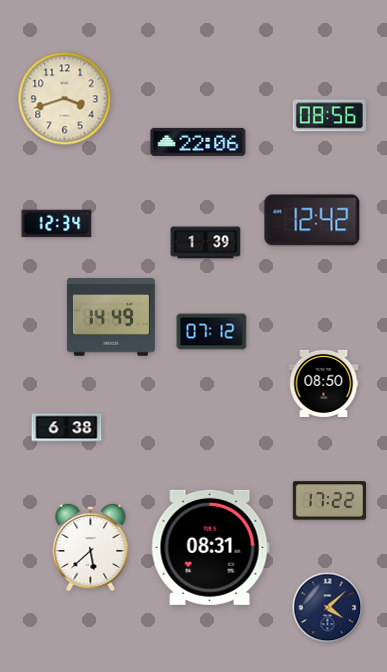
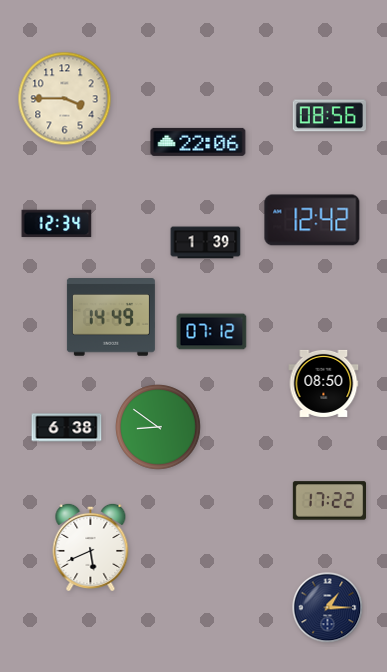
clock at (65, 99): 3:42 -> 3:45
clock at (158, 427): none -> 8:51
clock at (91, 547): 5:38 -> 5:41
clock at (210, 547): 08:31 -> none
clock at (328, 608): 4:08 -> 1:15
